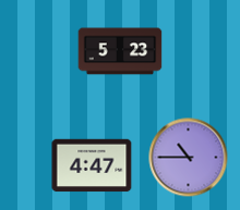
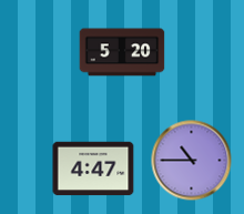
clock at (120, 51): 5:23 -> 5:20
